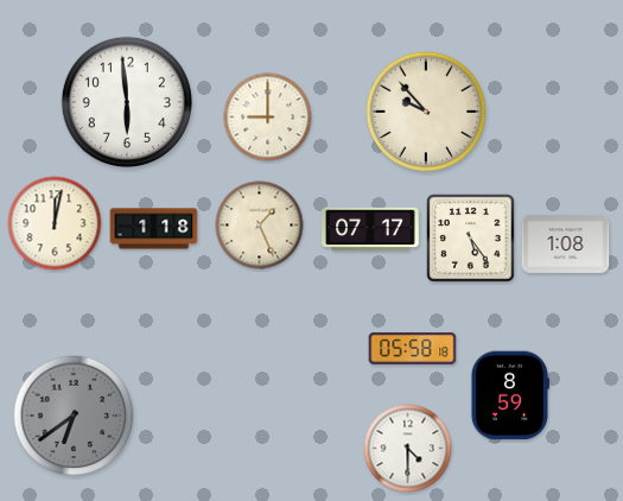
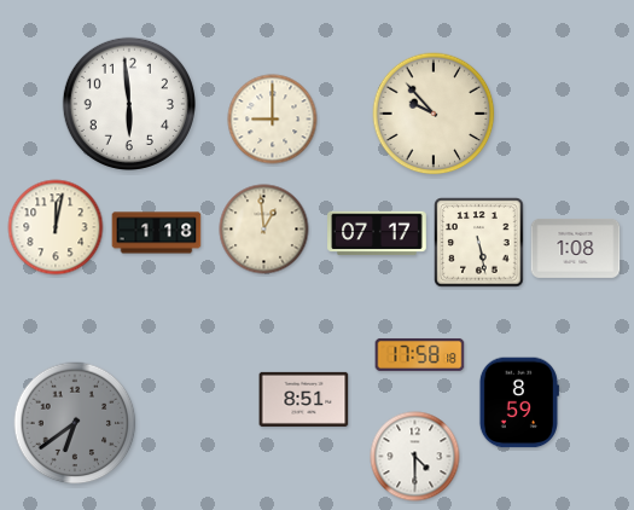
clock at (260, 226): 1:26 -> 12:59
clock at (471, 239): 5:24 -> 5:28
clock at (413, 348): 05:58 -> 17:58
clock at (304, 399): none -> 8:51
